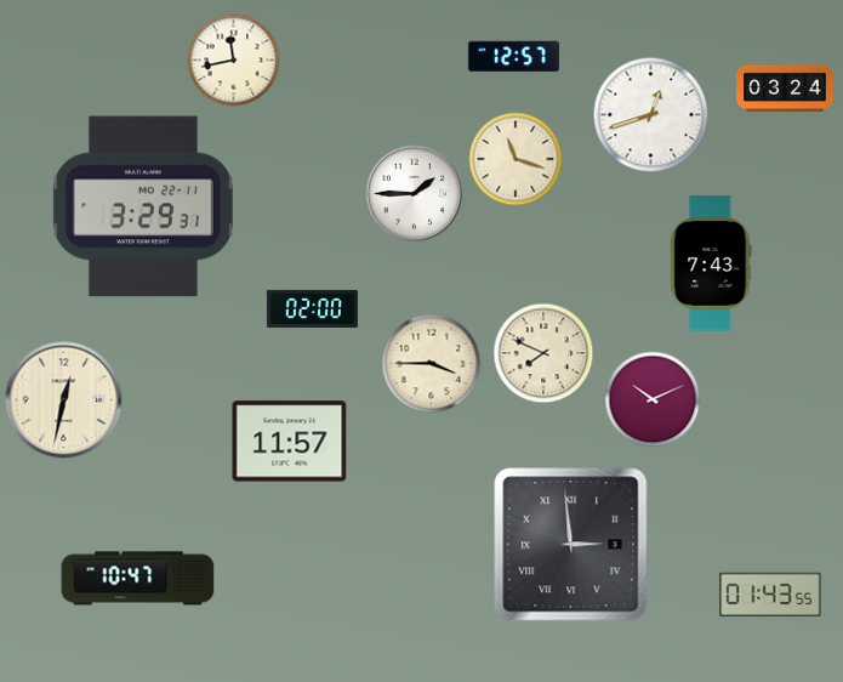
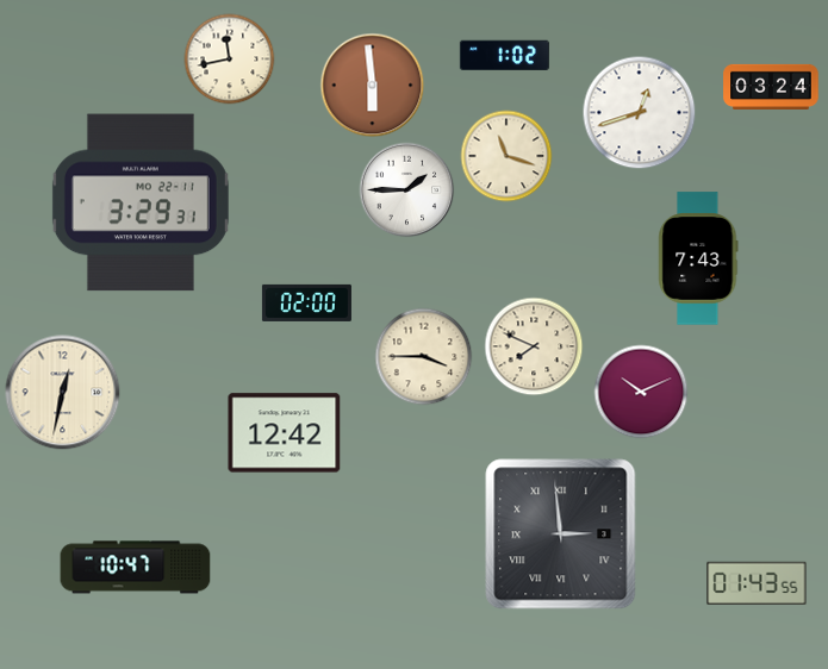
clock at (513, 57): 12:57 -> 1:02
clock at (373, 86): none -> 5:59
clock at (290, 442): 11:57 -> 12:42
